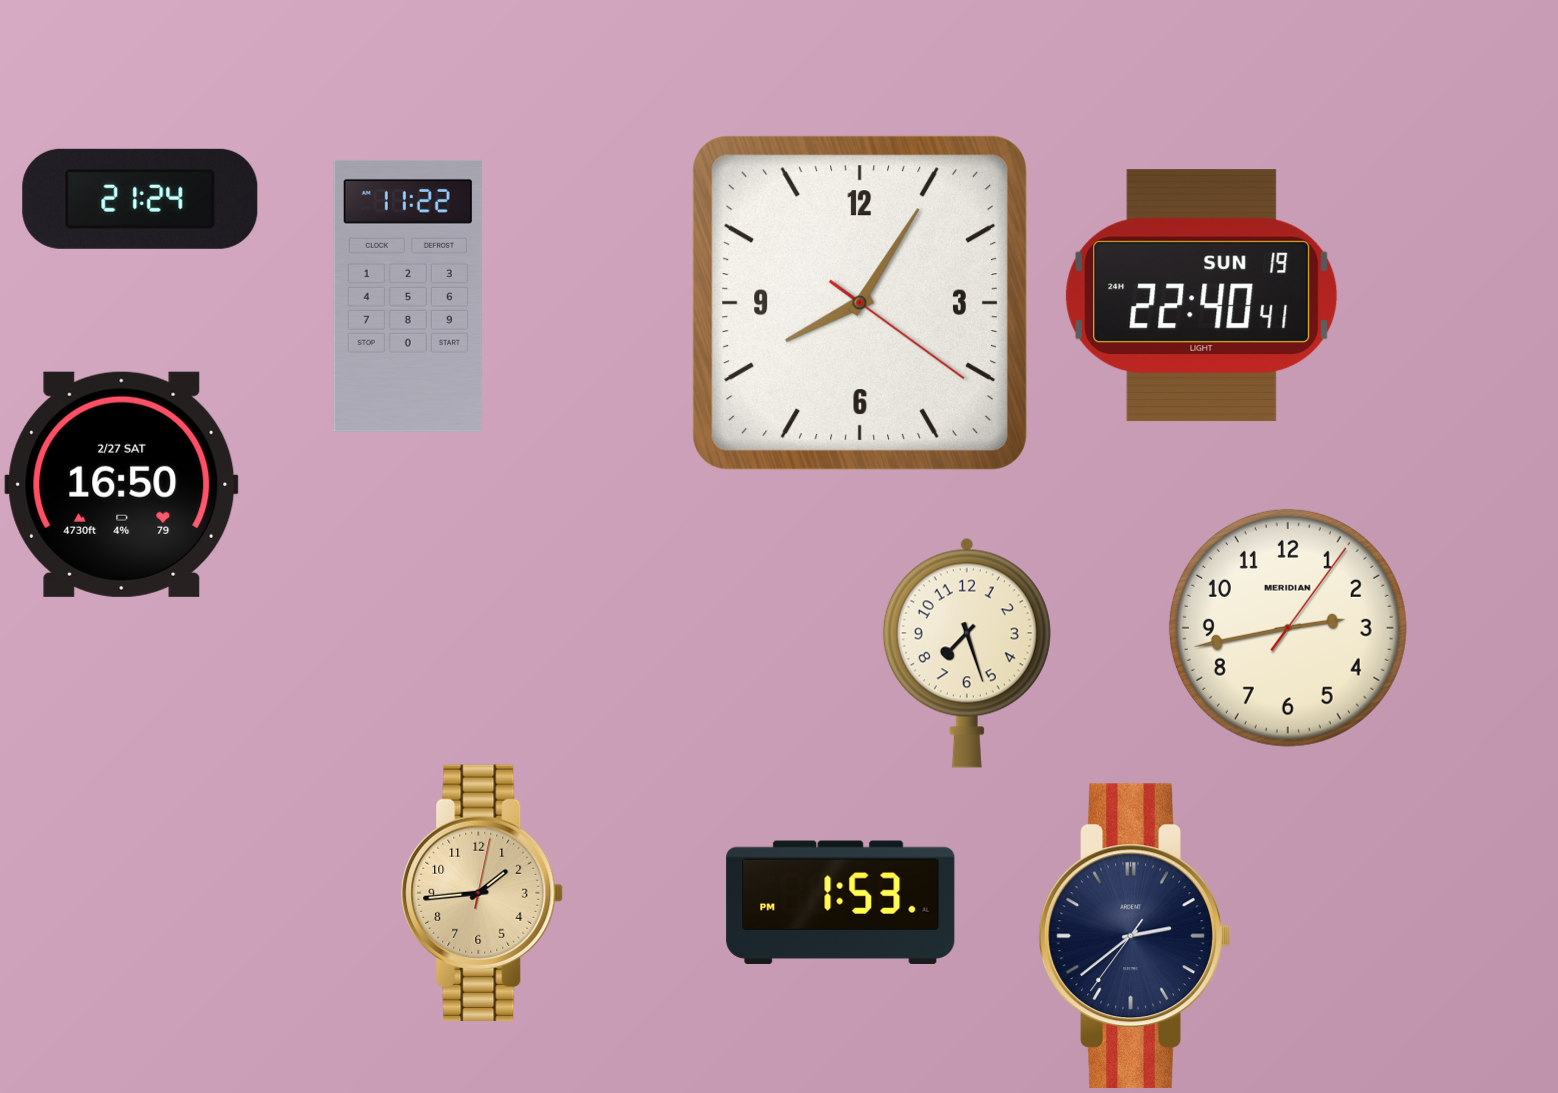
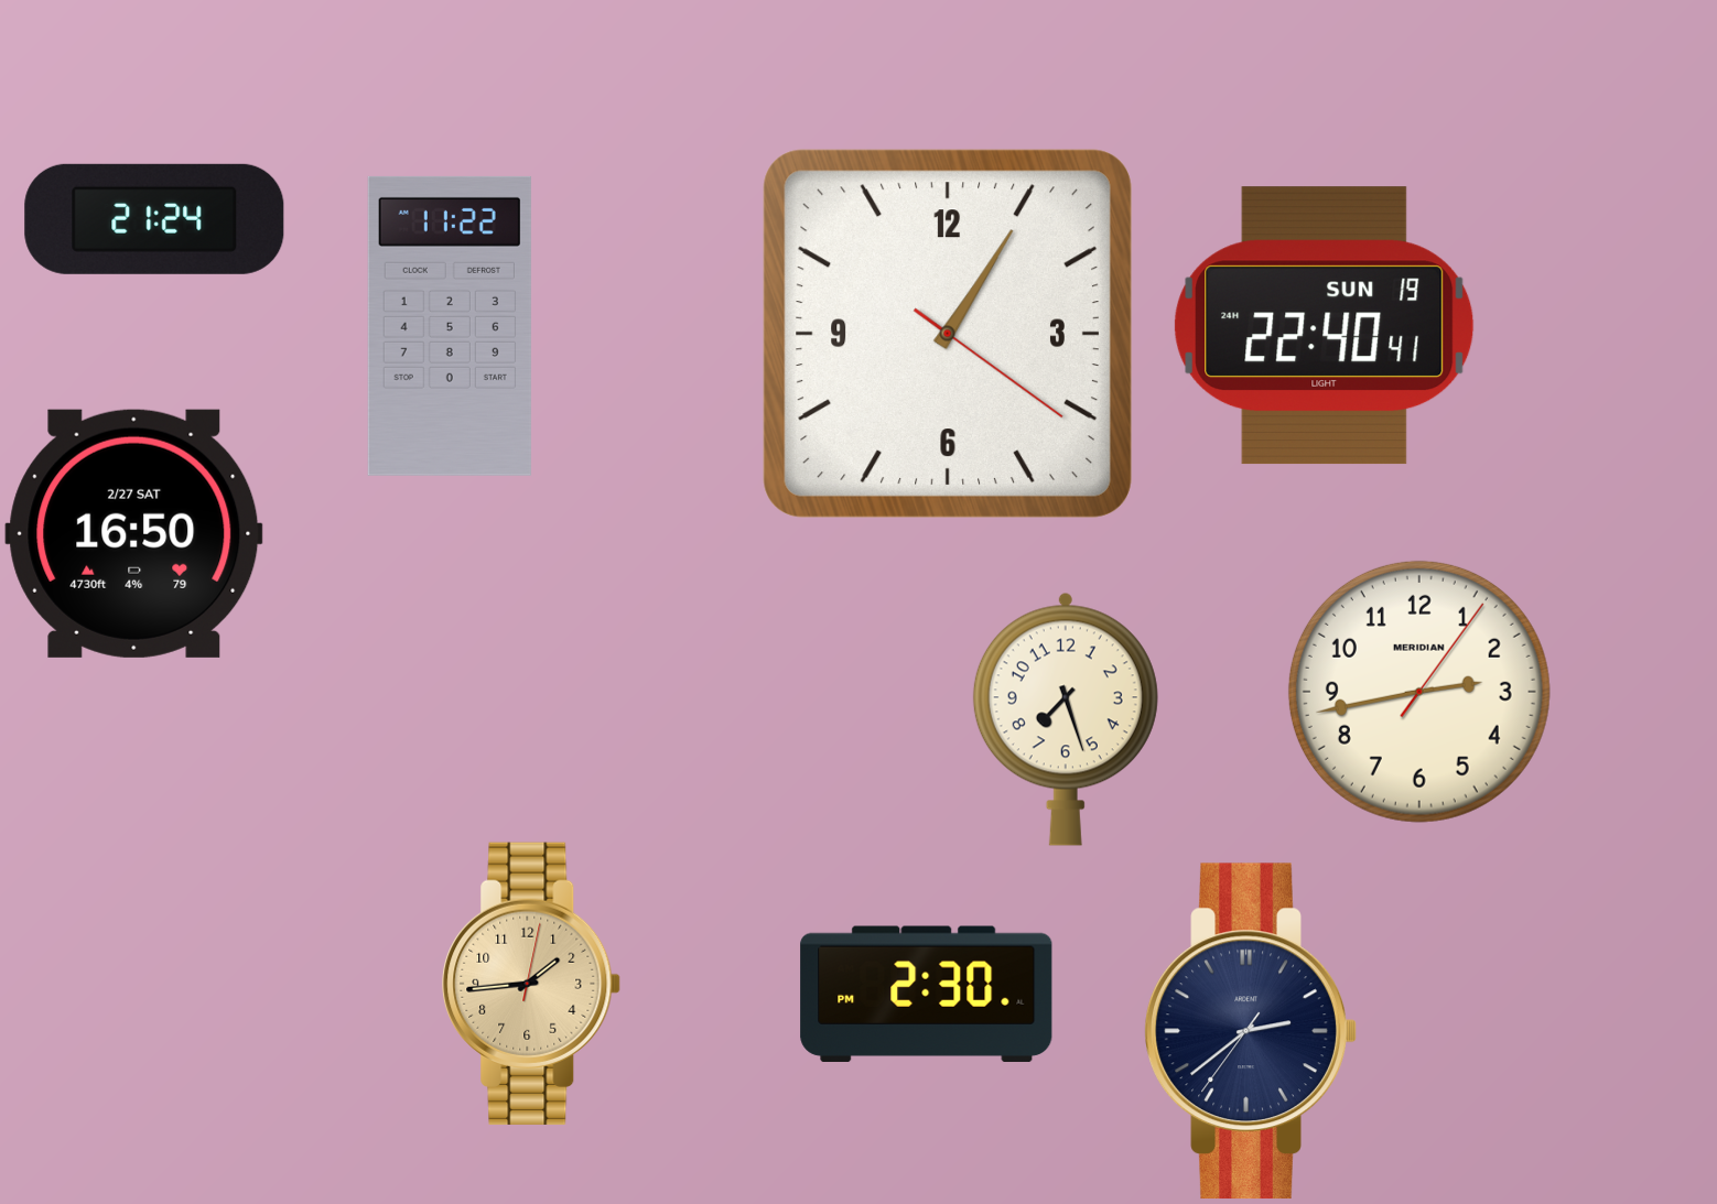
clock at (860, 303): 8:05 -> 1:05
clock at (841, 902): 1:53 -> 2:30
